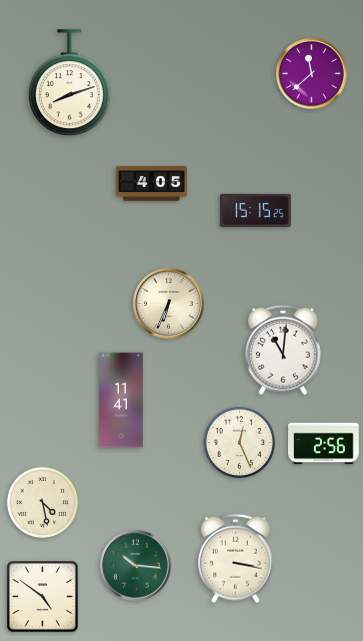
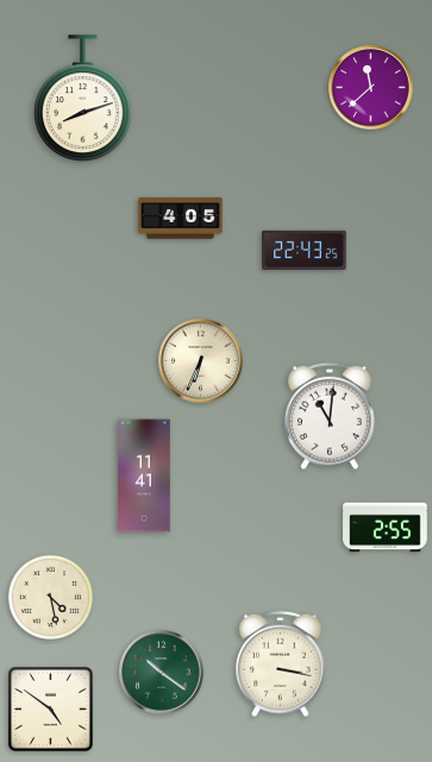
clock at (256, 210): 15:15 -> 22:43
clock at (283, 350) position: (283, 350) -> (330, 416)
clock at (239, 442): 12:26 -> none
clock at (324, 444): 2:56 -> 2:55
clock at (136, 566): 10:16 -> 10:21
